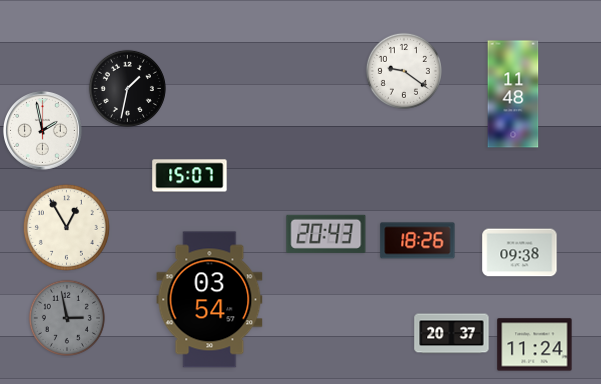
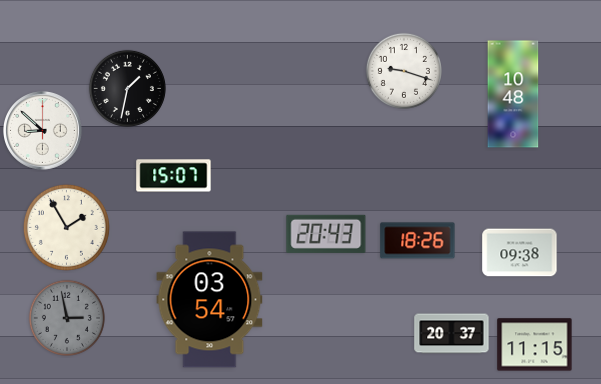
clock at (404, 71): 9:21 -> 9:18
clock at (513, 94): 11:48 -> 10:48
clock at (43, 131): 1:58 -> 8:52
clock at (190, 176) position: (190, 176) -> (174, 176)
clock at (66, 227): 12:55 -> 1:55
clock at (535, 345): 11:24 -> 11:15
